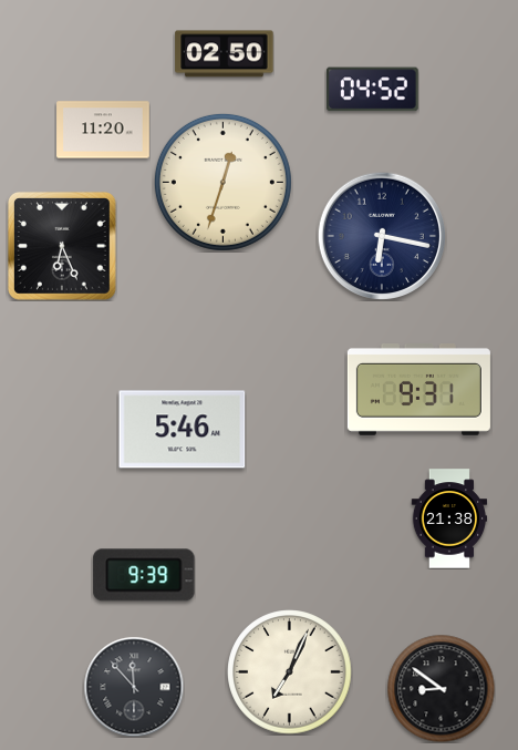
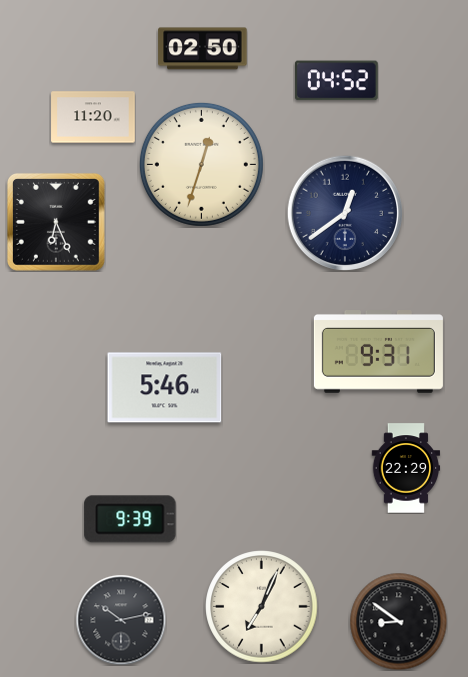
clock at (382, 236): 6:17 -> 12:39
clock at (449, 518): 21:38 -> 22:29
clock at (134, 687): 11:53 -> 10:13
